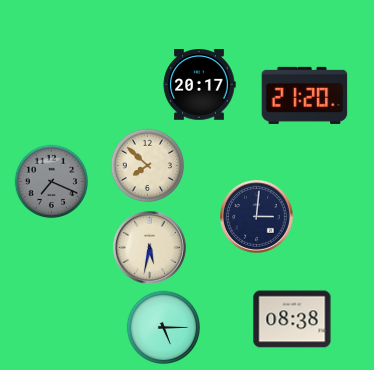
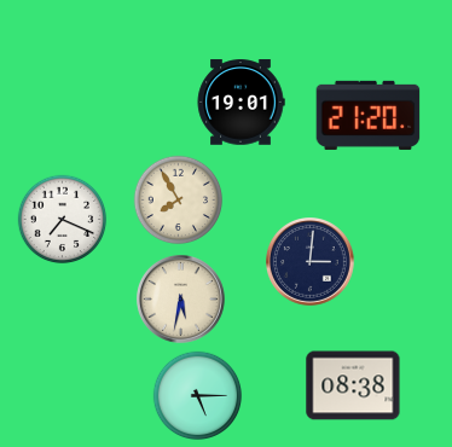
clock at (199, 85): 20:17 -> 19:01
clock at (148, 166): 7:52 -> 7:55
clock at (52, 182) dial: grey -> white
